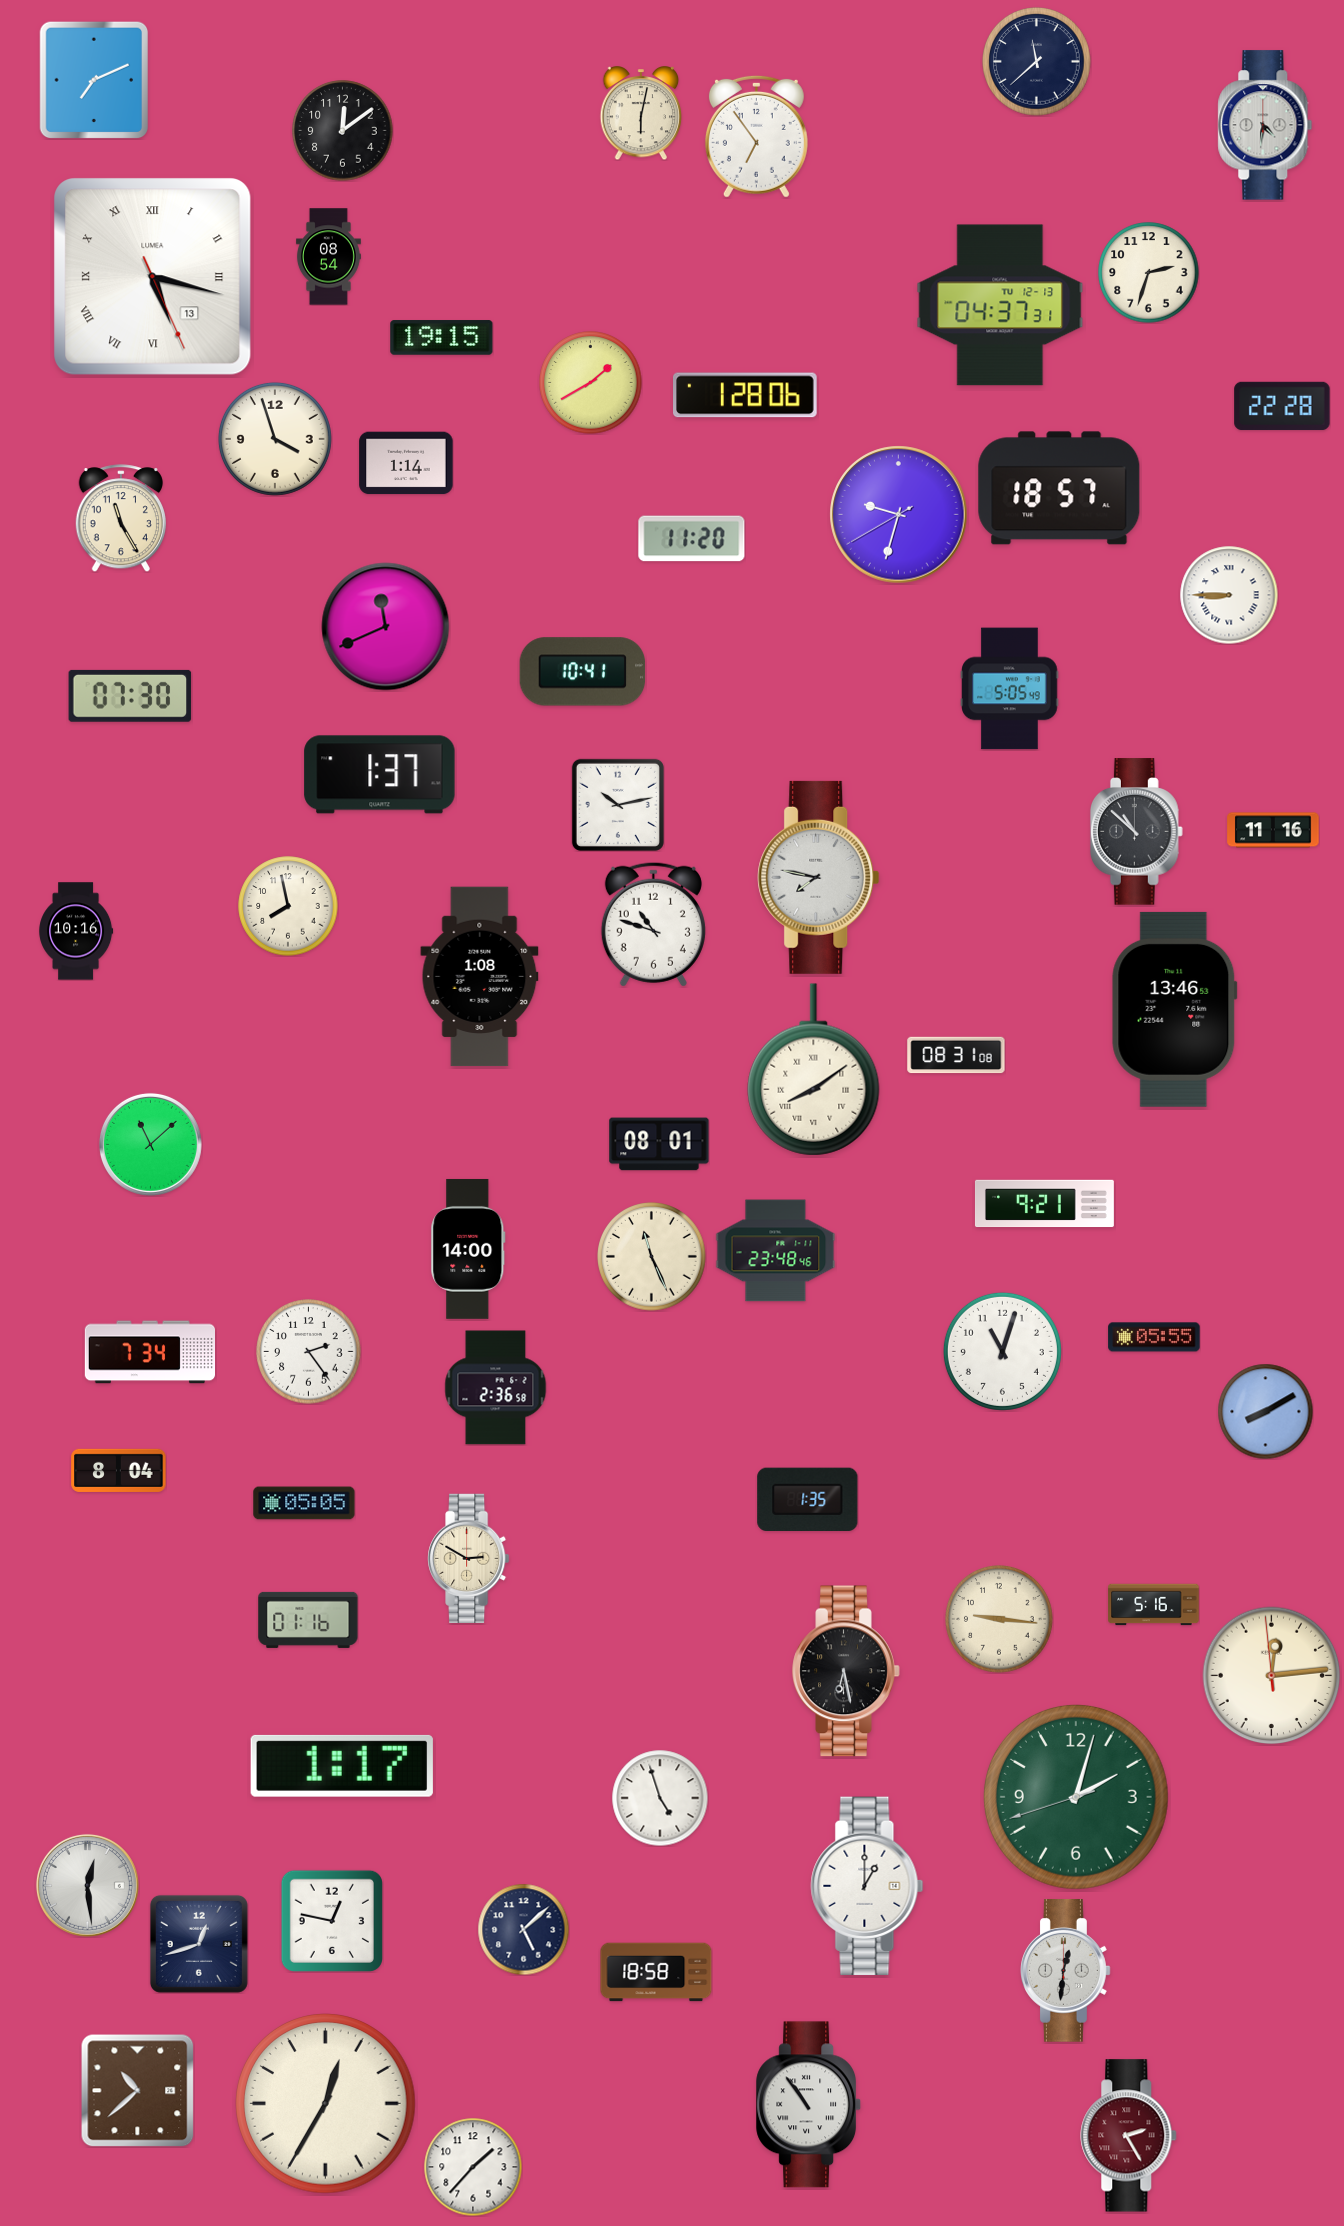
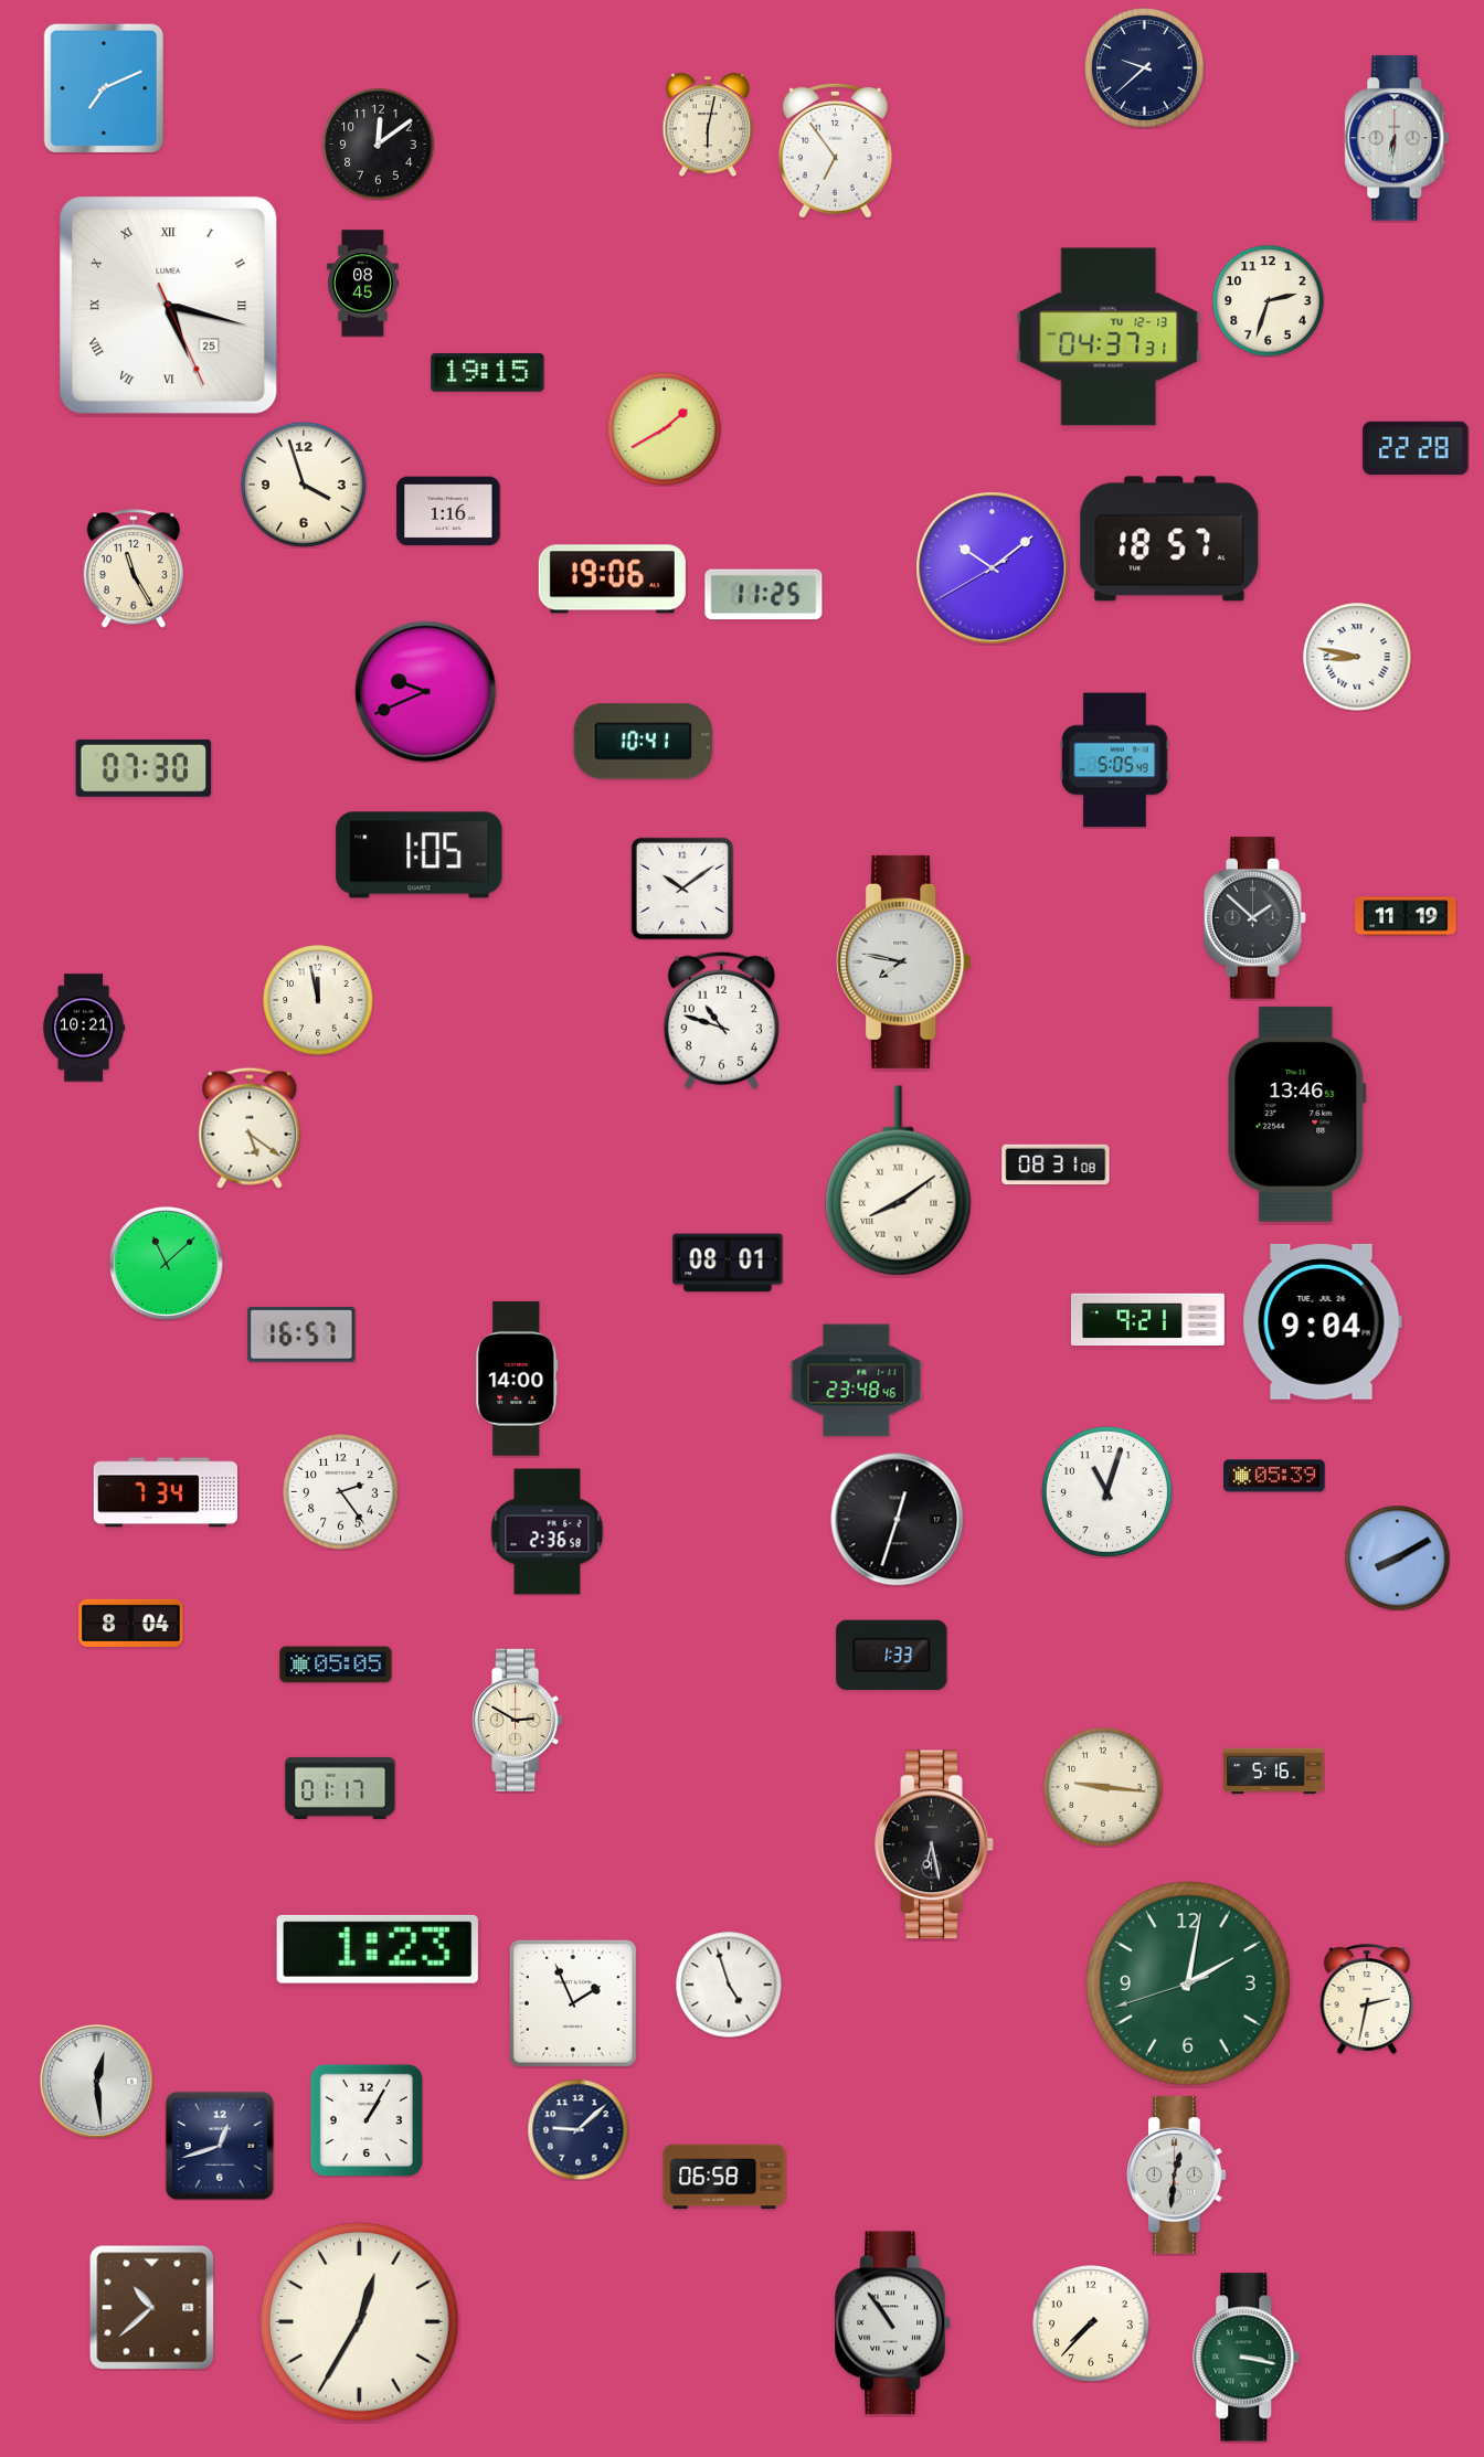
clock at (1037, 62): 11:38 -> 9:38
clock at (1265, 125): 4:31 -> 6:31
clock at (328, 257): 08:54 -> 08:45
clock at (153, 277) date: 13 -> 25
clock at (1000, 305) position: (1000, 305) -> (1109, 337)
clock at (591, 383) position: (591, 383) -> (665, 429)
clock at (745, 395): 1:28 -> none
clock at (406, 463): 1:14 -> 1:16
clock at (899, 515): 9:32 -> 10:08
clock at (121, 518) position: (121, 518) -> (134, 568)
clock at (612, 579): none -> 19:06
clock at (692, 539): 11:20 -> 11:25
clock at (1229, 595): 8:45 -> 8:47
clock at (386, 627): 11:41 -> 9:41
clock at (380, 775): 1:37 -> 1:05
clock at (618, 805): 10:13 -> 10:09
clock at (1273, 830): 11:16 -> 11:19
clock at (1136, 832): 10:52 -> 1:52
clock at (819, 877) position: (819, 877) -> (904, 961)
clock at (288, 906): 7:58 -> 11:58
clock at (76, 931): 10:16 -> 10:21
clock at (480, 977): 1:08 -> none
clock at (250, 1128): none -> 5:21
clock at (1322, 1321): none -> 9:04
clock at (1044, 1204) position: (1044, 1204) -> (1147, 1320)
clock at (301, 1334): none -> 16:57
clock at (652, 1257): 11:26 -> none
clock at (1154, 1337): 05:55 -> 05:39
clock at (898, 1520): none -> 12:33
clock at (808, 1499): 1:35 -> 1:33
clock at (304, 1503) position: (304, 1503) -> (336, 1664)
clock at (308, 1620): 01:16 -> 01:17
clock at (1272, 1676): 12:13 -> none
clock at (342, 1766): 1:17 -> 1:23
clock at (1076, 1797): 2:02 -> 2:01
clock at (1367, 1999): none -> 2:32
clock at (573, 2003): none -> 1:56
clock at (867, 1886): 1:00 -> none
clock at (332, 1921): 12:47 -> 1:05
clock at (523, 1929): 5:08 -> 9:08
clock at (656, 1972): 18:58 -> 06:58
clock at (1091, 2323): none -> 7:37
clock at (1129, 2136): 2:25 -> 3:17
clock at (1129, 2136) dial: burgundy -> green
clock at (473, 2167): 1:37 -> none
